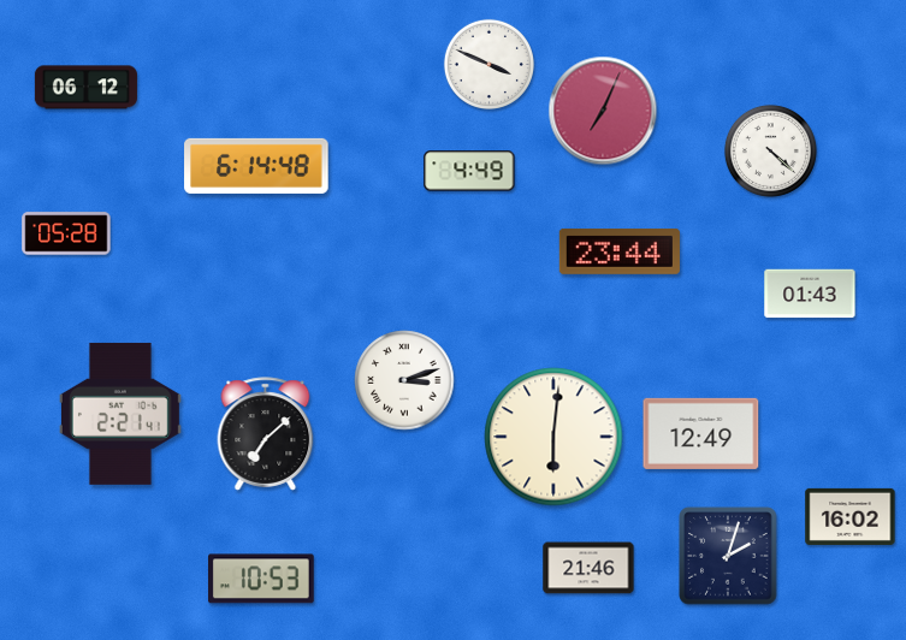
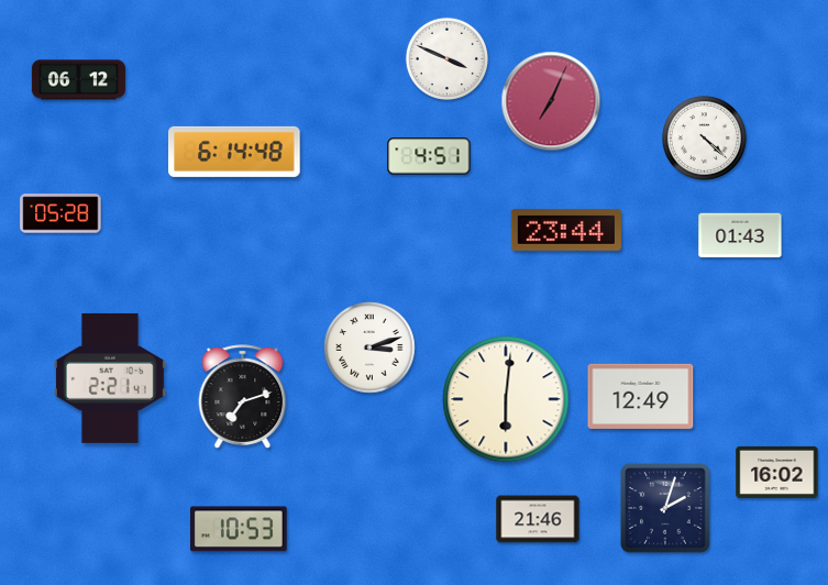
clock at (469, 171): 4:49 -> 4:51
clock at (810, 294) position: (810, 294) -> (740, 235)
clock at (266, 434): 7:08 -> 7:12
